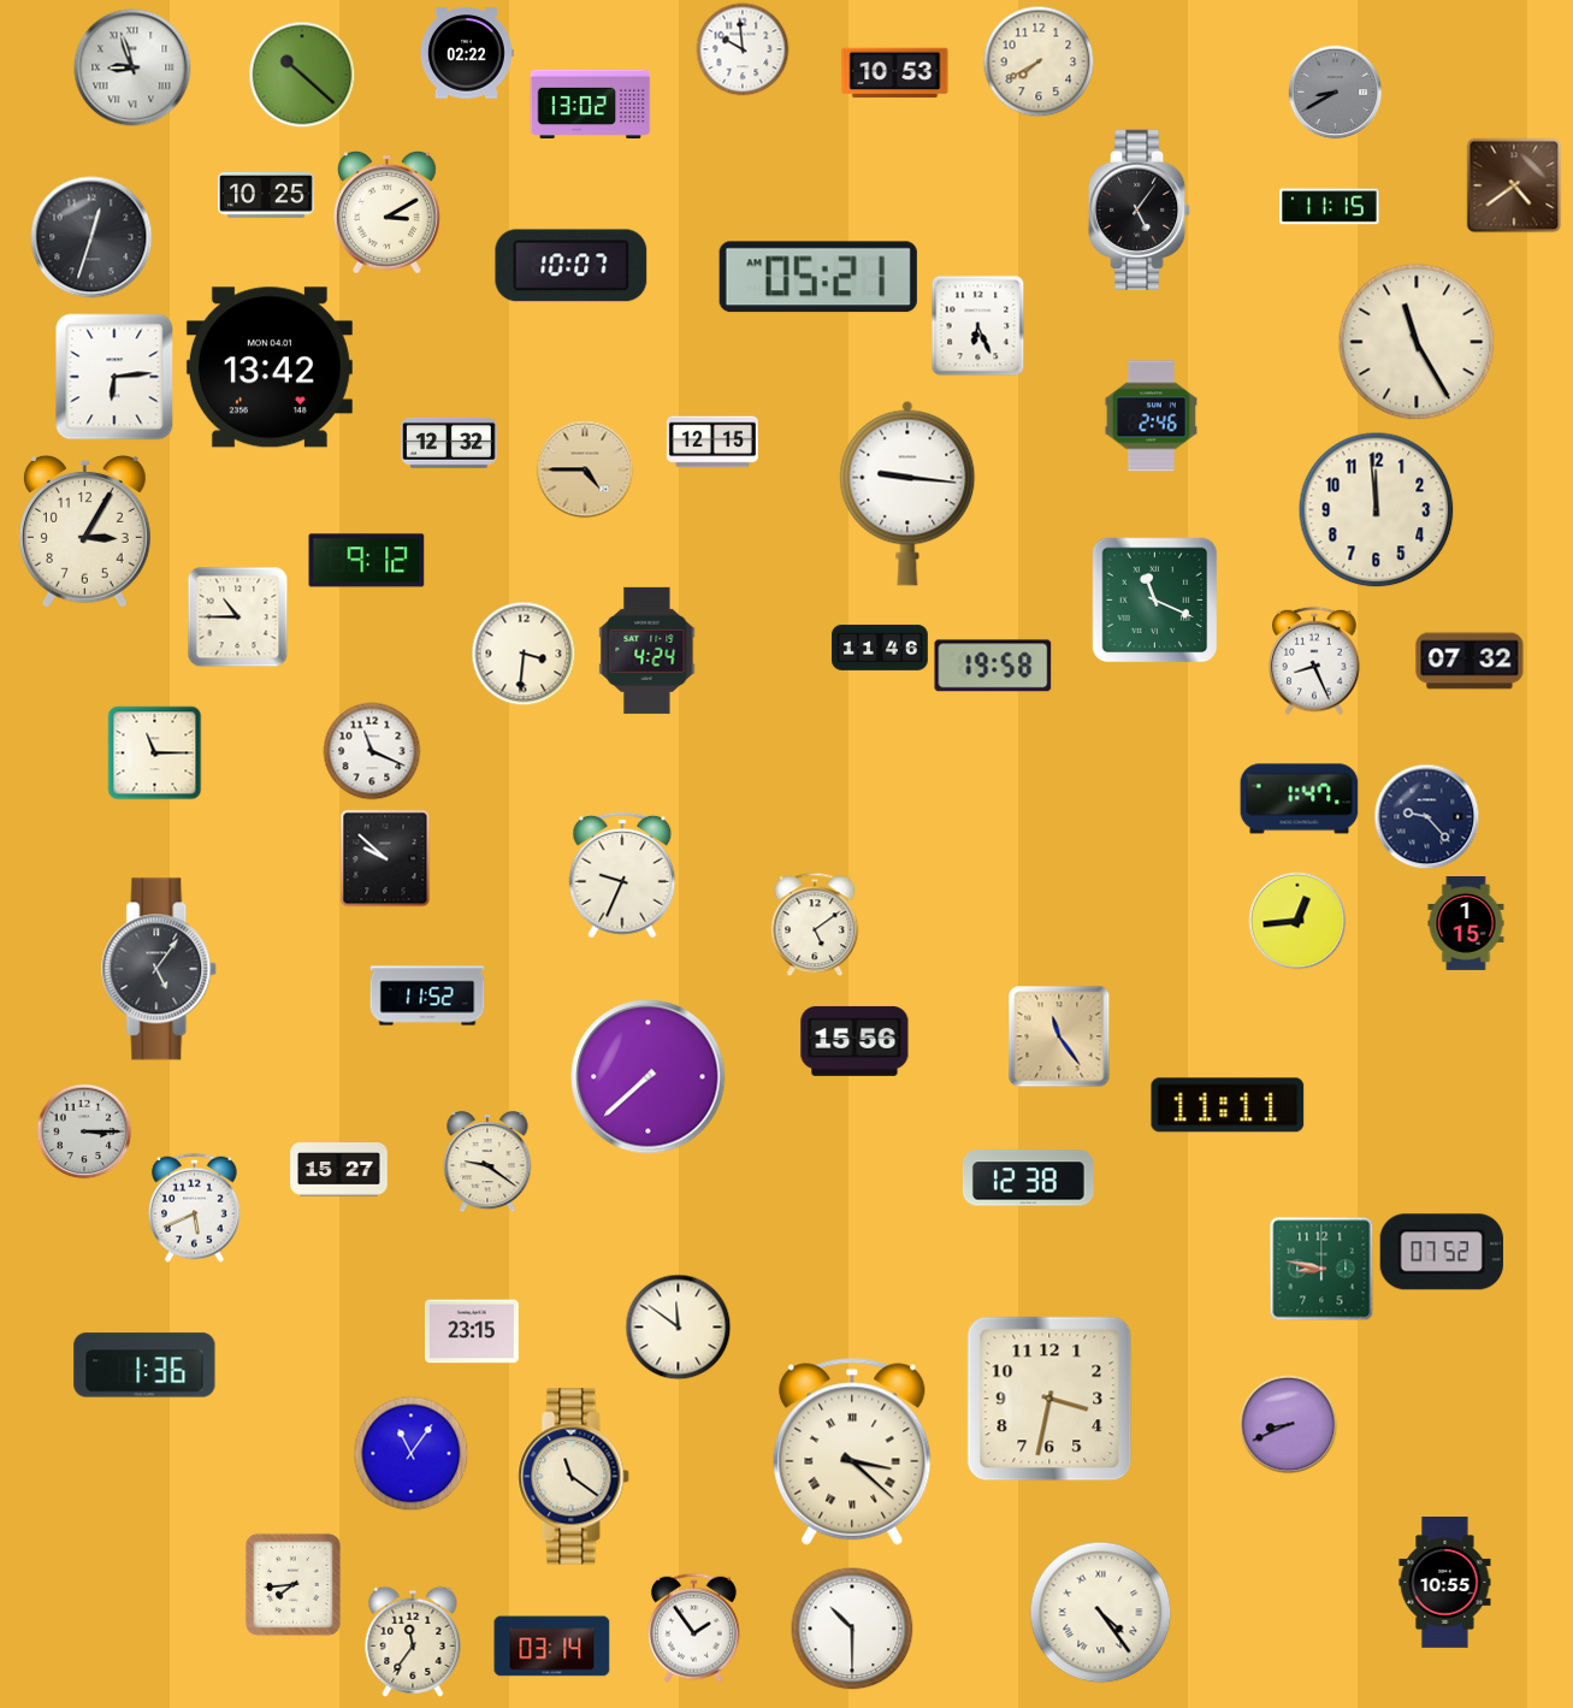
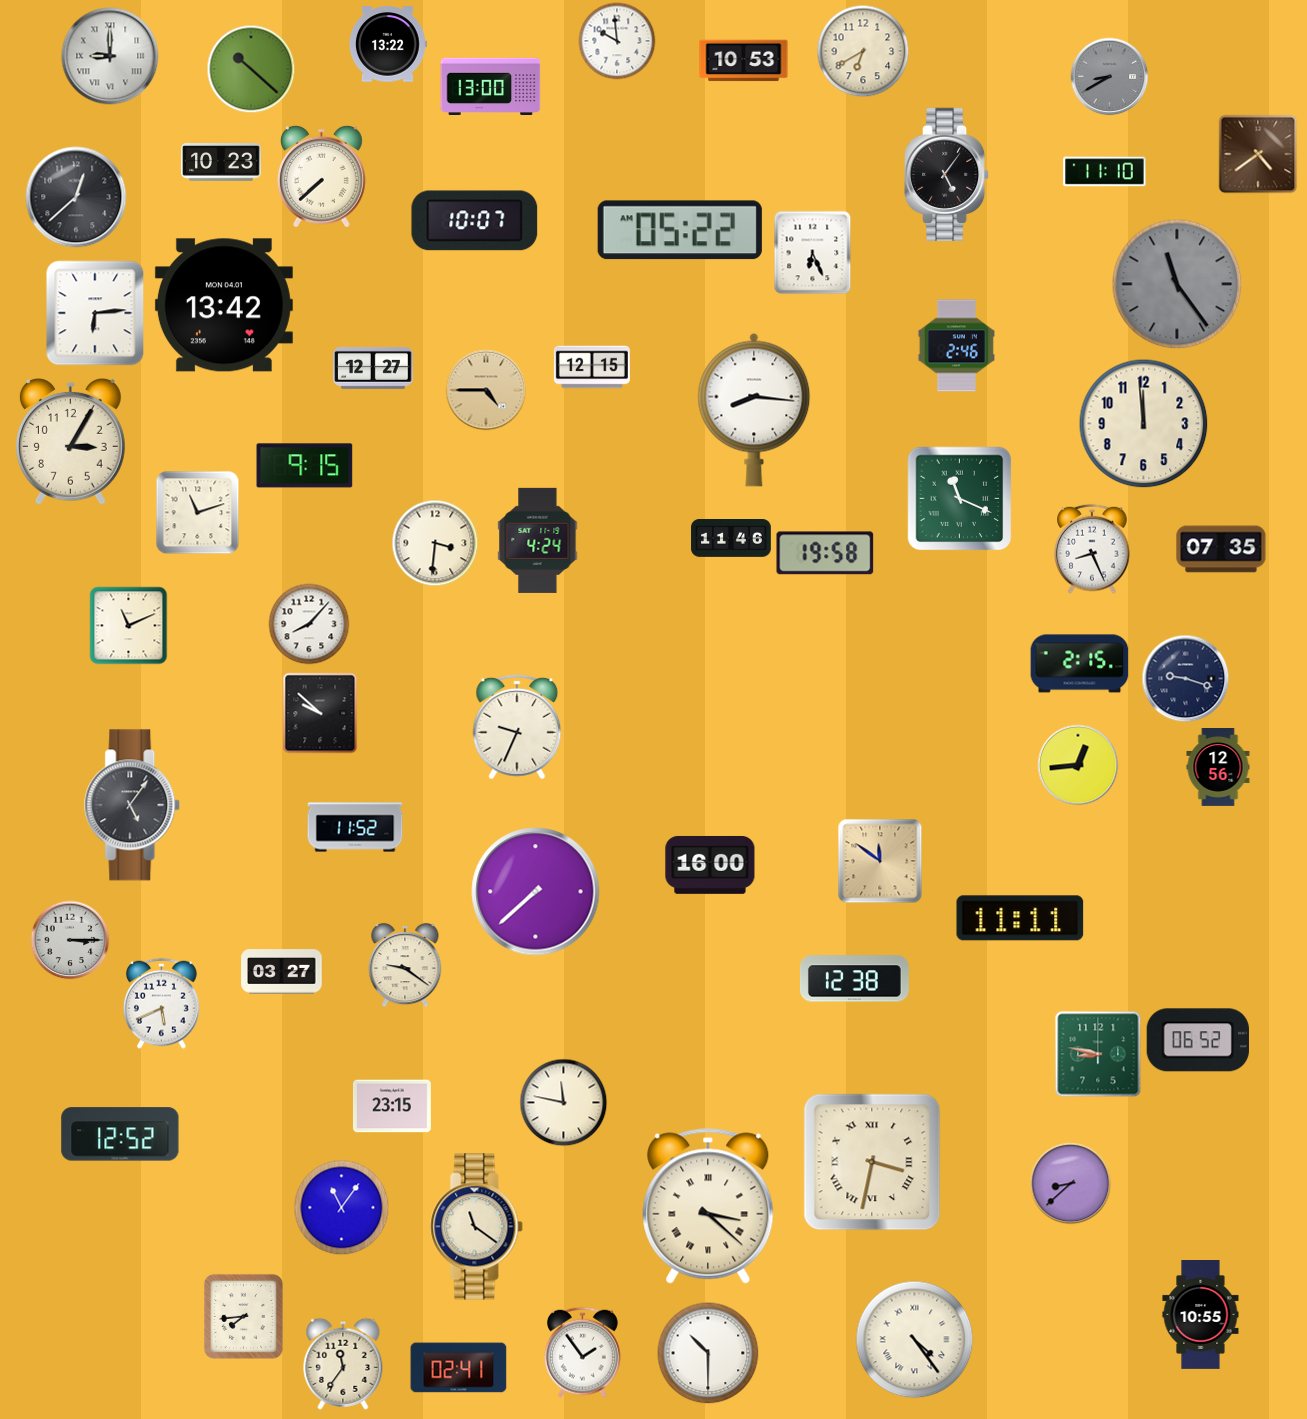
clock at (466, 53): 02:22 -> 13:22
clock at (1039, 61): 7:40 -> 6:40
clock at (132, 67): 8:57 -> 9:00
clock at (302, 75) position: (302, 75) -> (251, 69)
clock at (591, 104): 13:02 -> 13:00
clock at (266, 195): 10:25 -> 10:23
clock at (1330, 207): 11:15 -> 11:10
clock at (386, 212): 3:10 -> 7:38
clock at (91, 237): 12:33 -> 12:38
clock at (818, 277): 05:21 -> 05:22
clock at (978, 326) position: (978, 326) -> (813, 253)
clock at (1417, 342): 11:25 -> 11:24
clock at (1417, 342) dial: cream -> grey
clock at (449, 443): 12:32 -> 12:27
clock at (907, 494): 9:16 -> 8:16
clock at (367, 561): 9:12 -> 9:15
clock at (238, 617): 10:45 -> 11:12
clock at (1469, 661): 07:32 -> 07:35
clock at (372, 751): 11:19 -> 8:07
clock at (155, 753): 11:15 -> 11:11
clock at (1300, 799): 1:47 -> 2:15
clock at (1427, 817): 9:23 -> 9:18
clock at (815, 924): 5:09 -> none
clock at (1466, 924): 1:15 -> 12:56
clock at (1059, 1036): 11:24 -> 11:51
clock at (854, 1041): 15:56 -> 16:00
clock at (649, 1077) position: (649, 1077) -> (536, 892)
clock at (339, 1170): 15:27 -> 03:27
clock at (1442, 1252): 07:52 -> 06:52
clock at (679, 1328): 11:51 -> 11:47
clock at (144, 1365): 1:36 -> 12:52
clock at (1049, 1399) numerals: Arabic -> Roman
clock at (1289, 1425): 8:41 -> 8:38
clock at (694, 1627) position: (694, 1627) -> (583, 1352)
clock at (552, 1647): 03:14 -> 02:41
